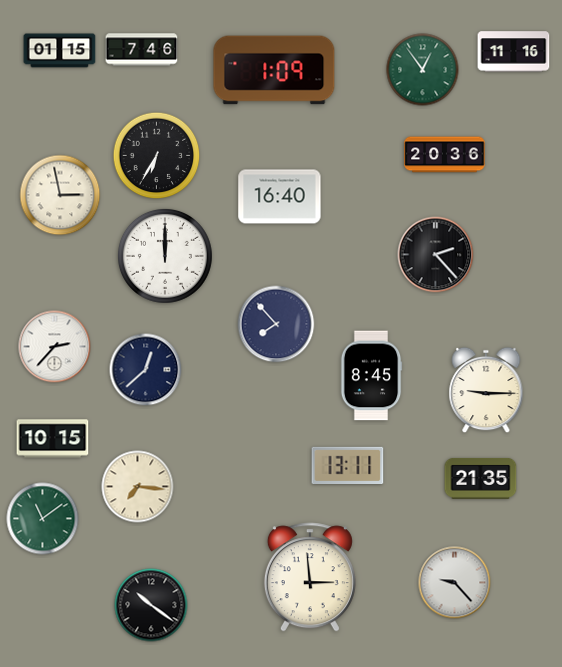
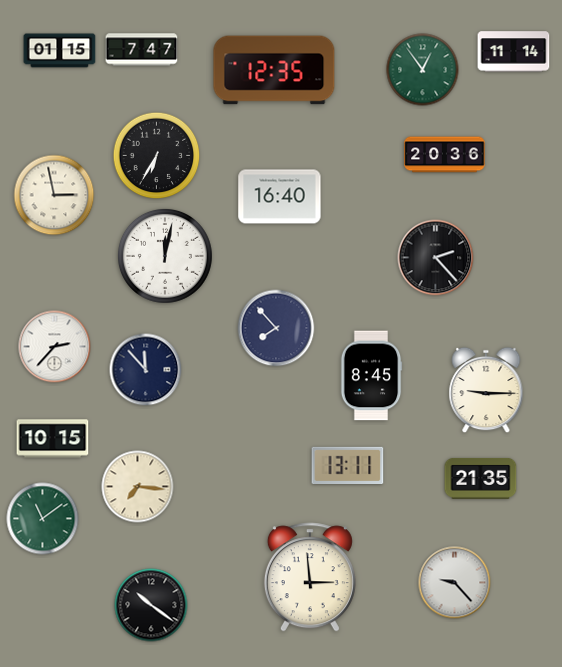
clock at (142, 50): 7:46 -> 7:47
clock at (514, 52): 11:16 -> 11:14
clock at (274, 70): 1:09 -> 12:35
clock at (60, 195) position: (60, 195) -> (54, 195)
clock at (436, 255) position: (436, 255) -> (436, 258)
clock at (165, 256): 12:00 -> 12:02
clock at (276, 324) position: (276, 324) -> (276, 328)
clock at (146, 370): 12:38 -> 11:53
